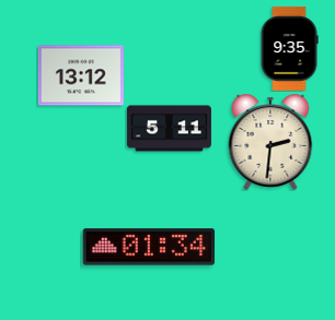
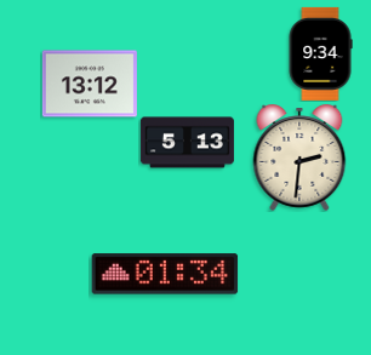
clock at (289, 48): 9:35 -> 9:34
clock at (169, 129): 5:11 -> 5:13
